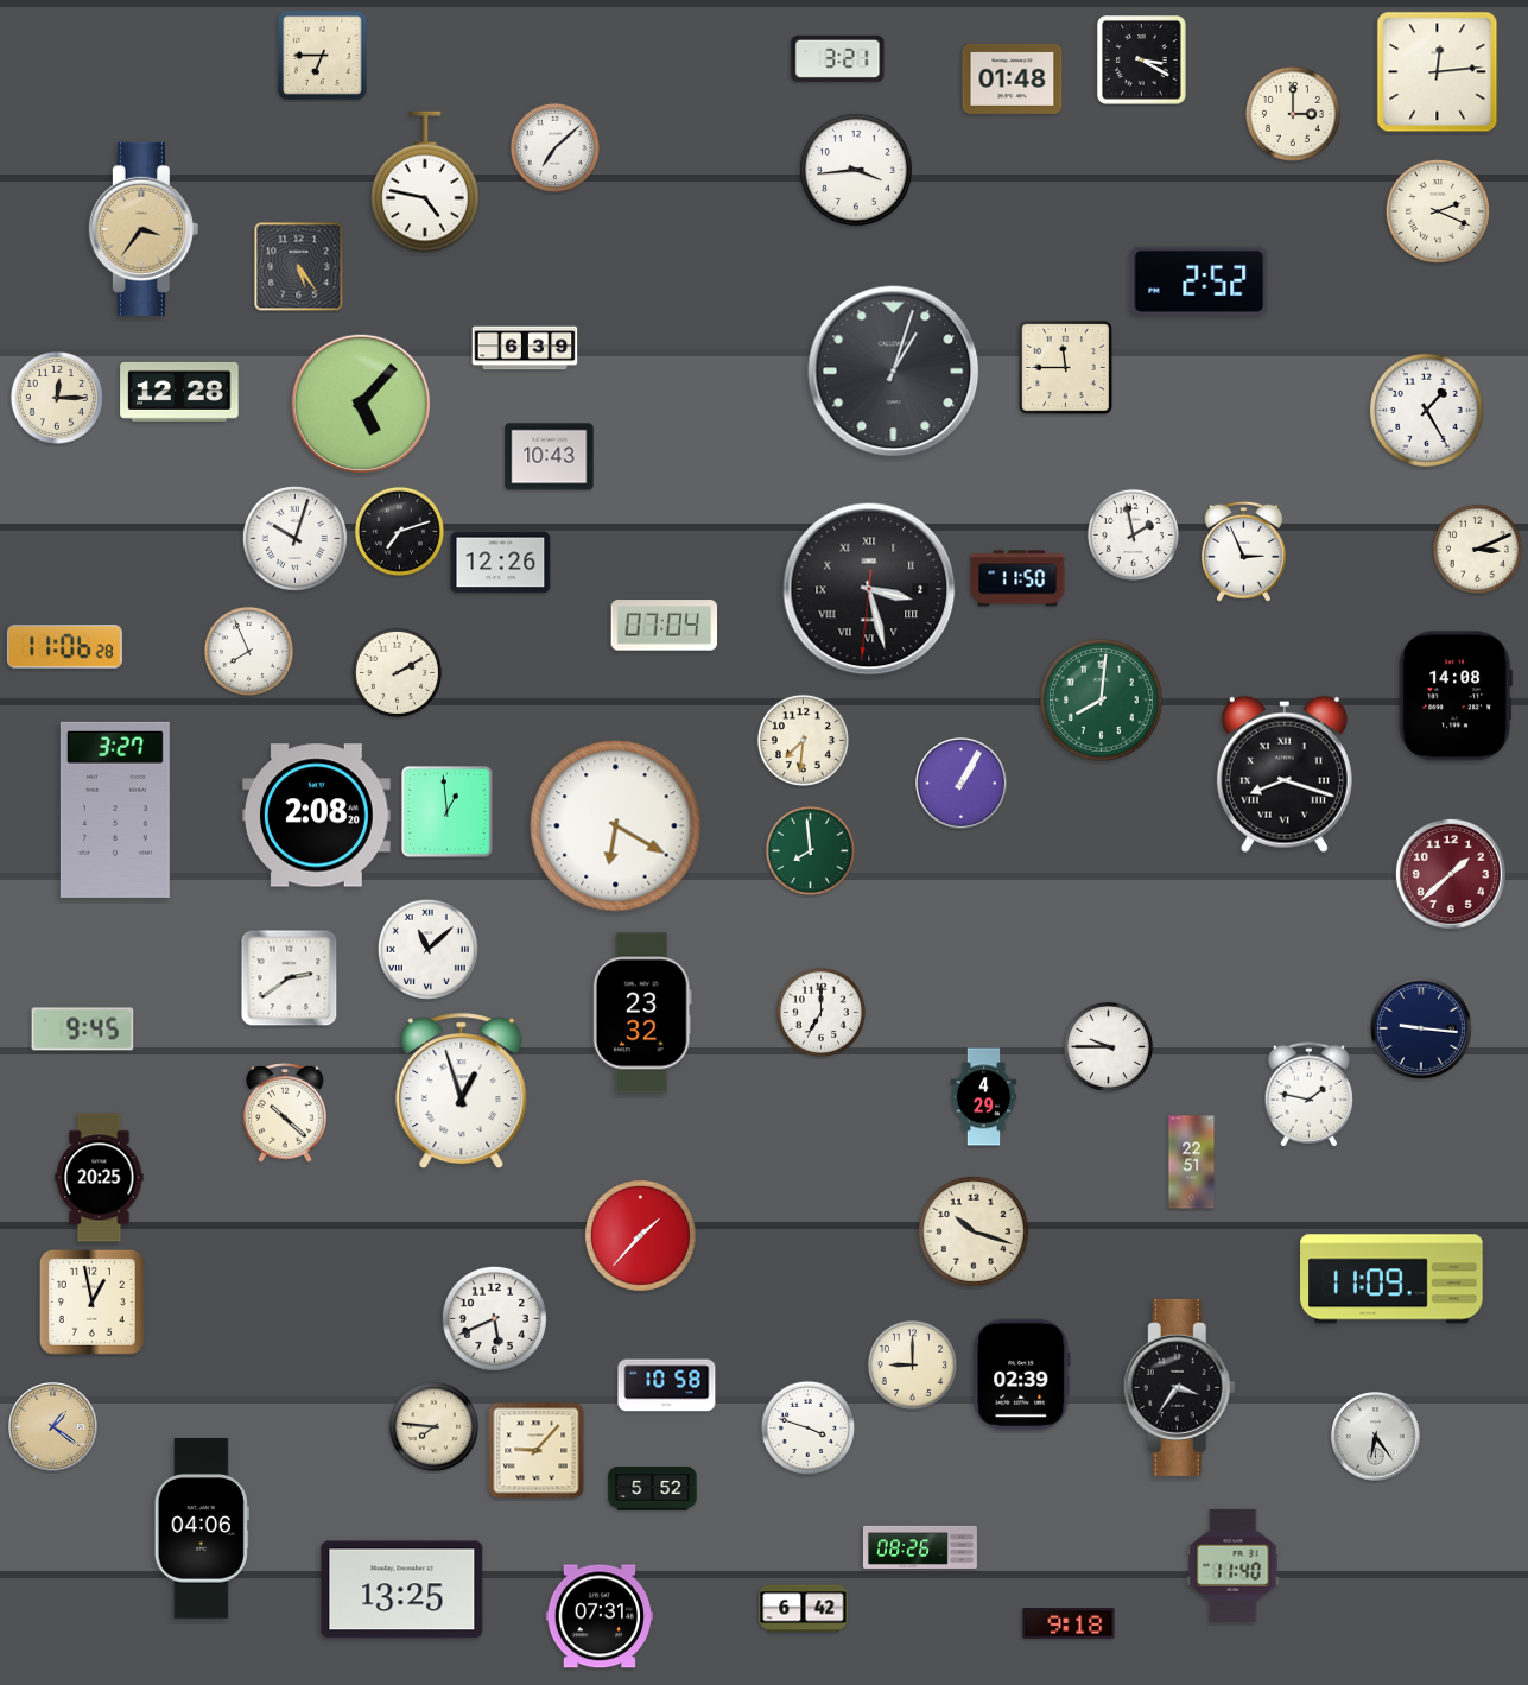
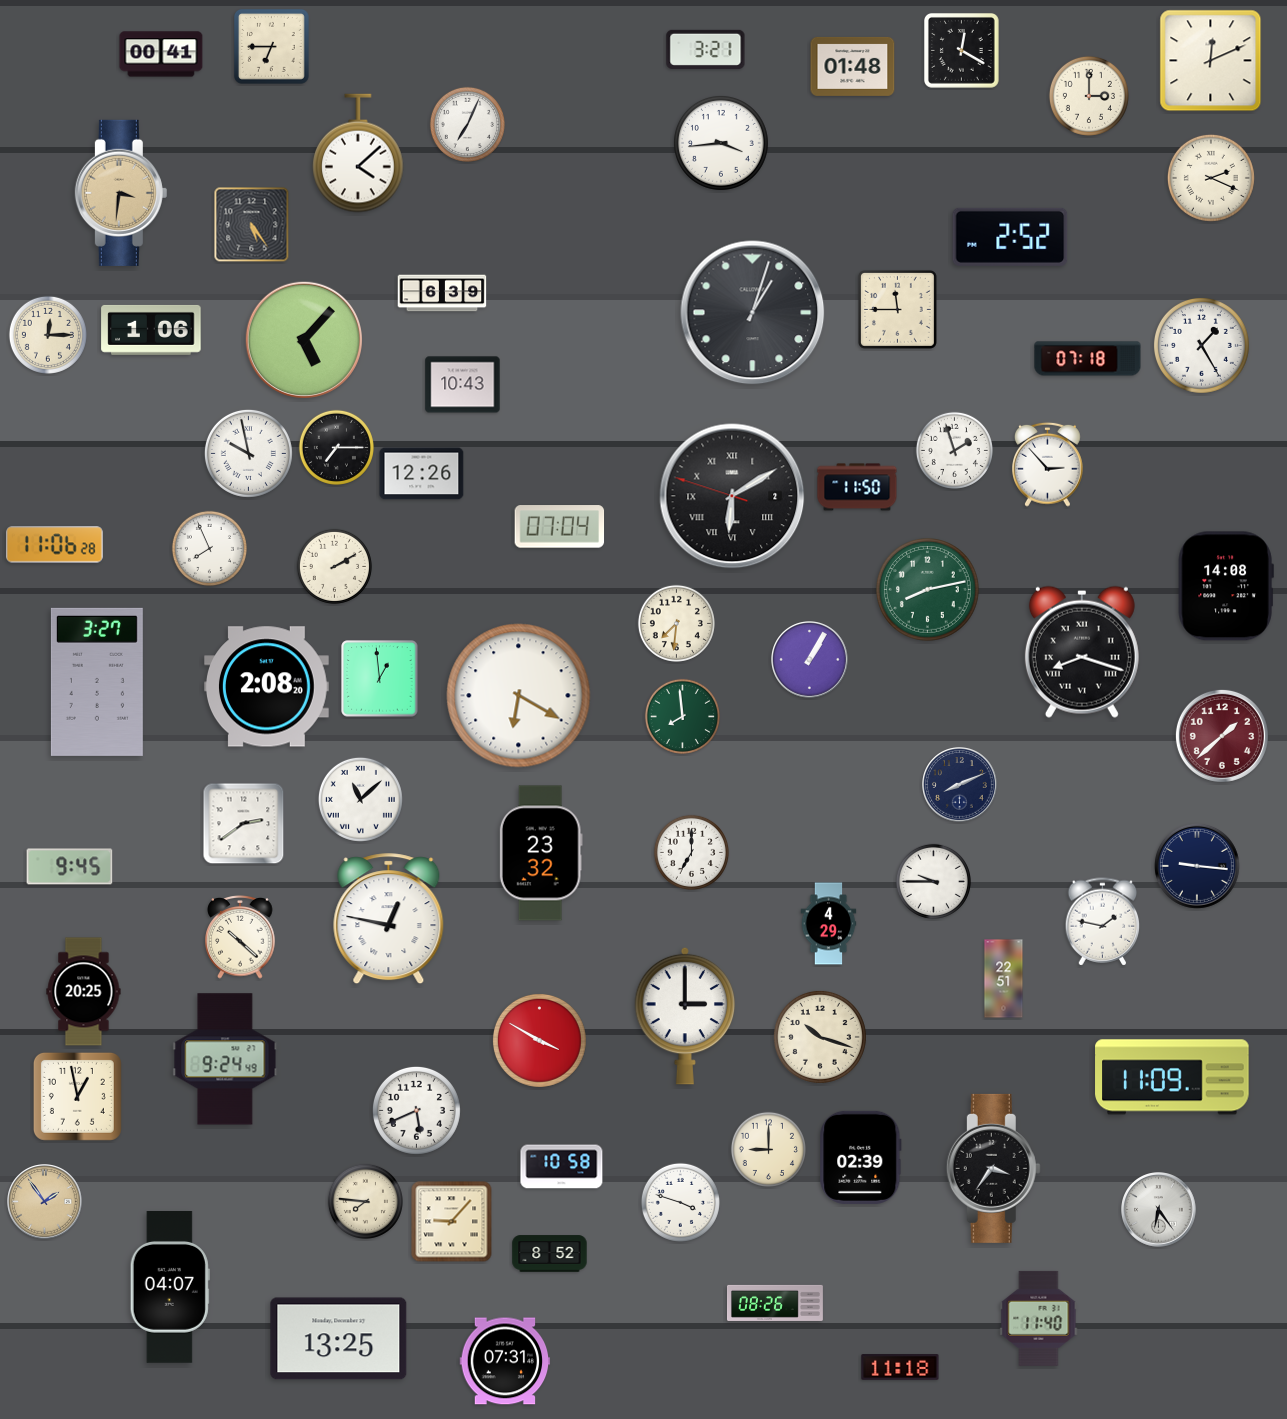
clock at (1142, 61): 3:20 -> 12:20
clock at (161, 54): none -> 00:41
clock at (1438, 72): 12:14 -> 12:11
clock at (554, 147): 7:08 -> 7:04
clock at (425, 182): 4:47 -> 4:08
clock at (144, 229): 3:36 -> 3:31
clock at (179, 392): 12:28 -> 1:06
clock at (1088, 359): none -> 07:18
clock at (399, 531): 7:12 -> 7:15
clock at (1133, 534): 1:58 -> 1:57
clock at (294, 538): 10:03 -> 9:58
clock at (1477, 549): 3:11 -> none
clock at (1244, 551): 2:56 -> 2:53
clock at (869, 589): 3:27 -> 6:09
clock at (1102, 701): 8:01 -> 8:13
clock at (448, 812) position: (448, 812) -> (380, 679)
clock at (960, 785): none -> 8:11
clock at (462, 1091): 12:57 -> 12:47
clock at (685, 1016): none -> 3:00
clock at (640, 1235): 1:37 -> 3:50
clock at (225, 1059): none -> 9:24
clock at (53, 1427): 1:21 -> 1:54
clock at (653, 1489): 5:52 -> 8:52
clock at (202, 1529): 04:06 -> 04:07
clock at (804, 1609): 6:42 -> none
clock at (1069, 1623): 9:18 -> 11:18
